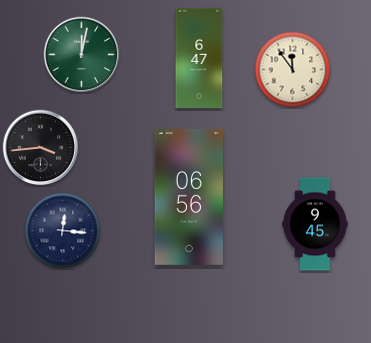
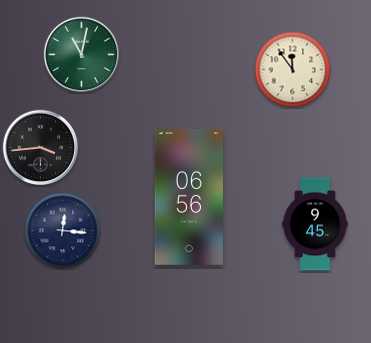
clock at (82, 55): 12:02 -> 11:02
clock at (199, 58): 6:47 -> none
